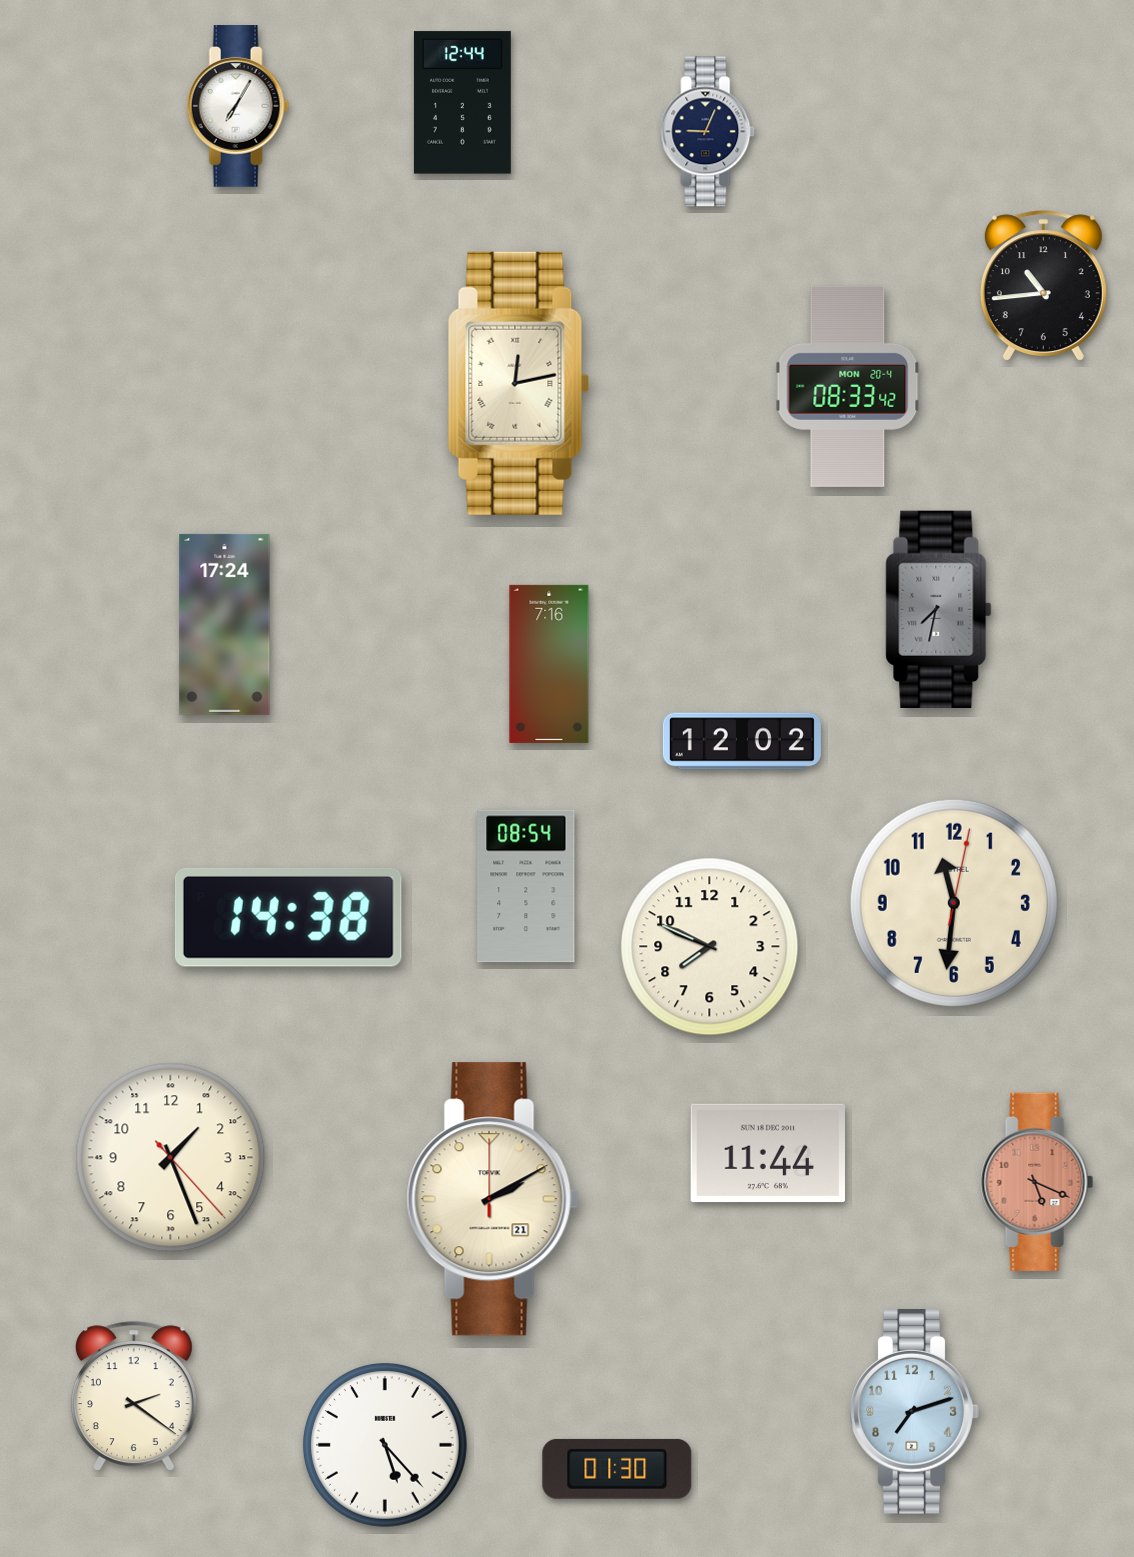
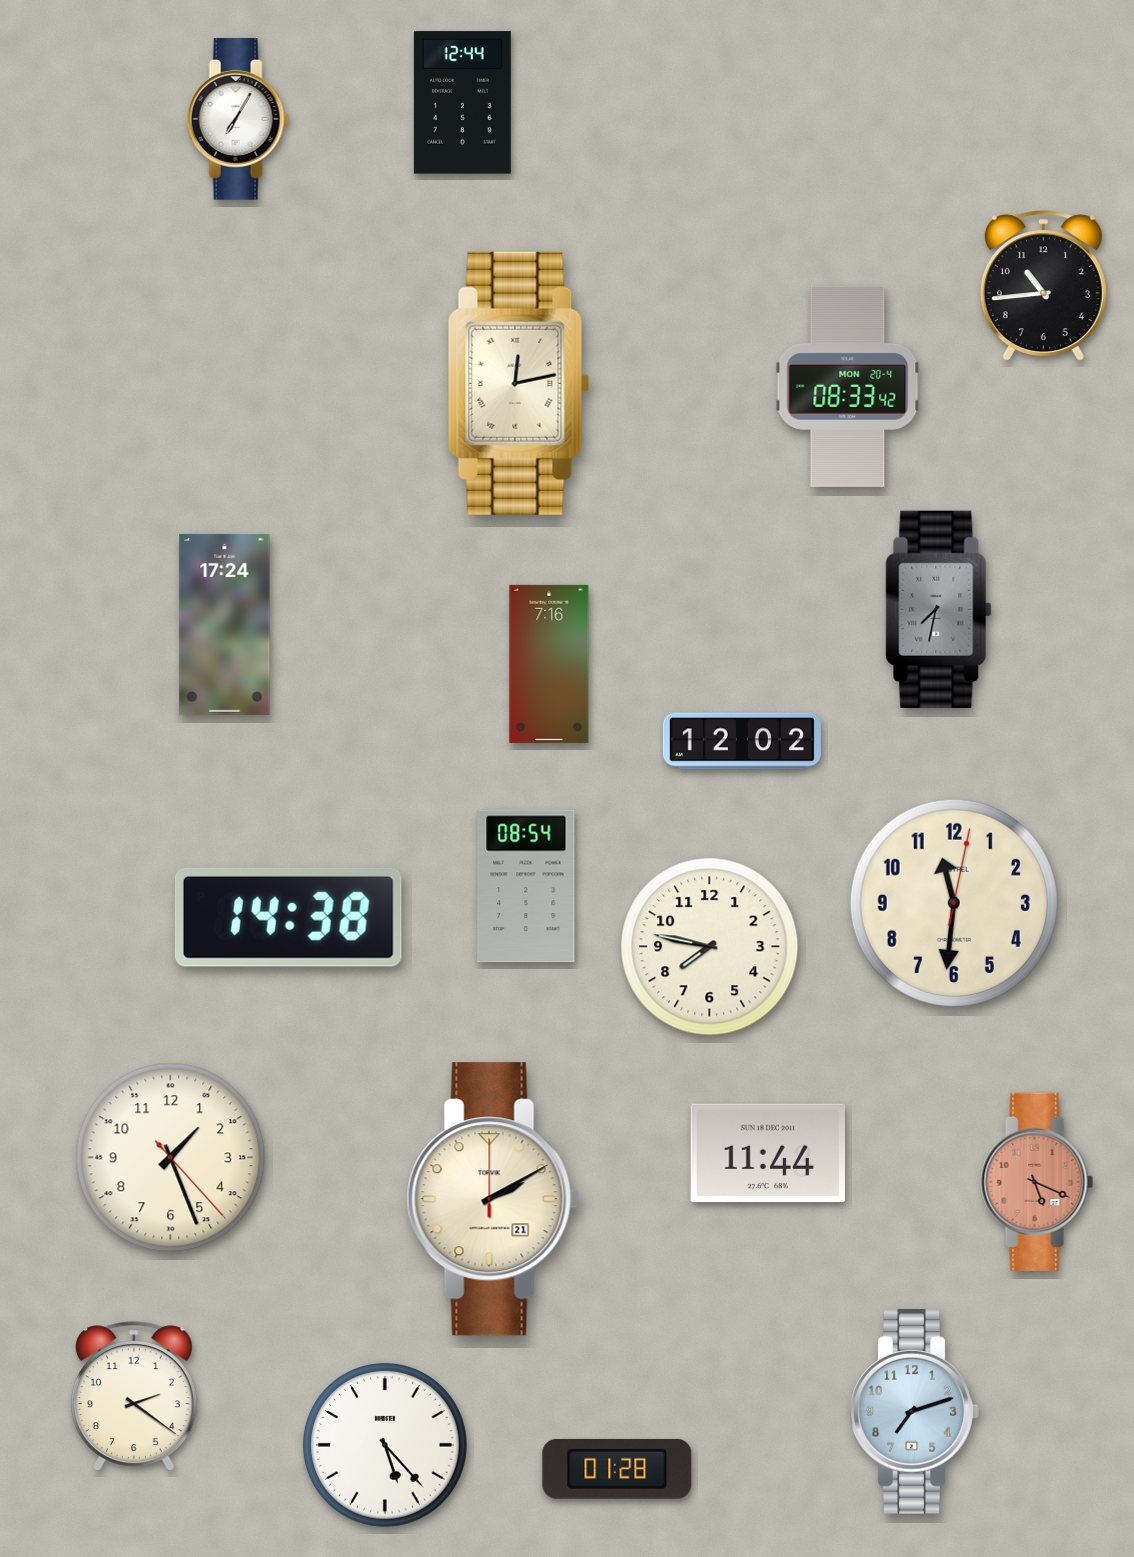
clock at (238, 107) position: (238, 107) -> (238, 120)
clock at (708, 132): 9:04 -> none
clock at (710, 947): 7:49 -> 7:47
clock at (617, 1469): 01:30 -> 01:28
